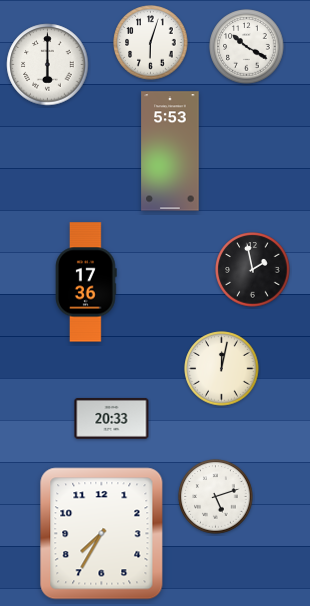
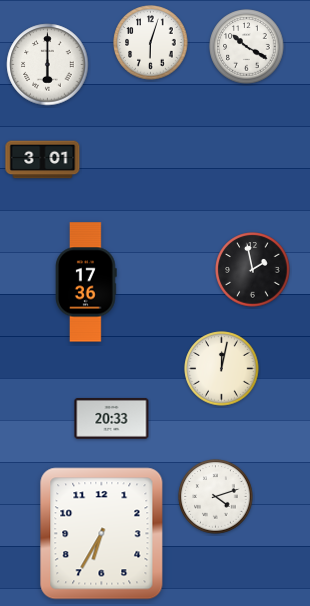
clock at (170, 151): 5:53 -> none
clock at (43, 160): none -> 3:01
clock at (216, 497): 5:12 -> 4:12
clock at (102, 534): 7:35 -> 6:35
